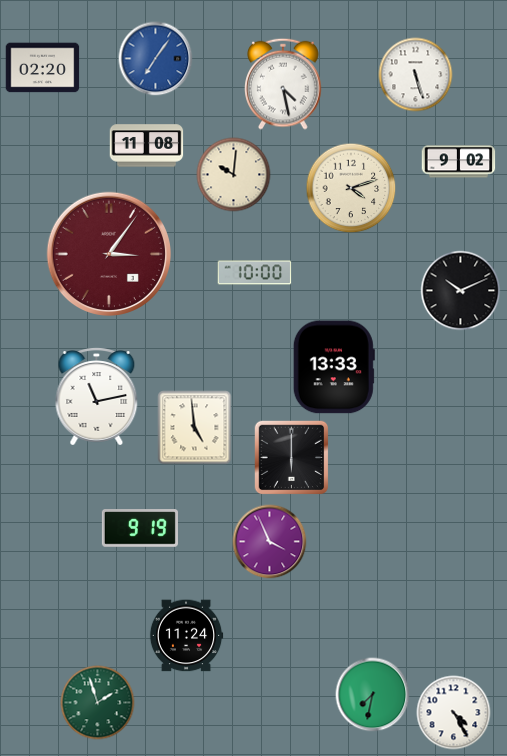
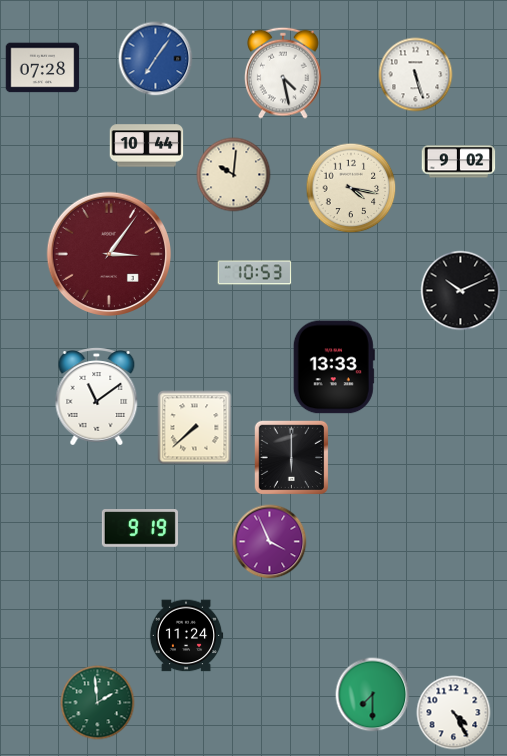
clock at (43, 68): 02:20 -> 07:28
clock at (283, 84) position: (283, 84) -> (283, 73)
clock at (147, 146): 11:08 -> 10:44
clock at (351, 188): 4:12 -> 4:17
clock at (255, 273): 10:00 -> 10:53
clock at (97, 397): 11:13 -> 11:09
clock at (195, 428): 4:59 -> 7:38
clock at (373, 695): 7:32 -> 7:30
clock at (98, 703): 1:57 -> 1:59
